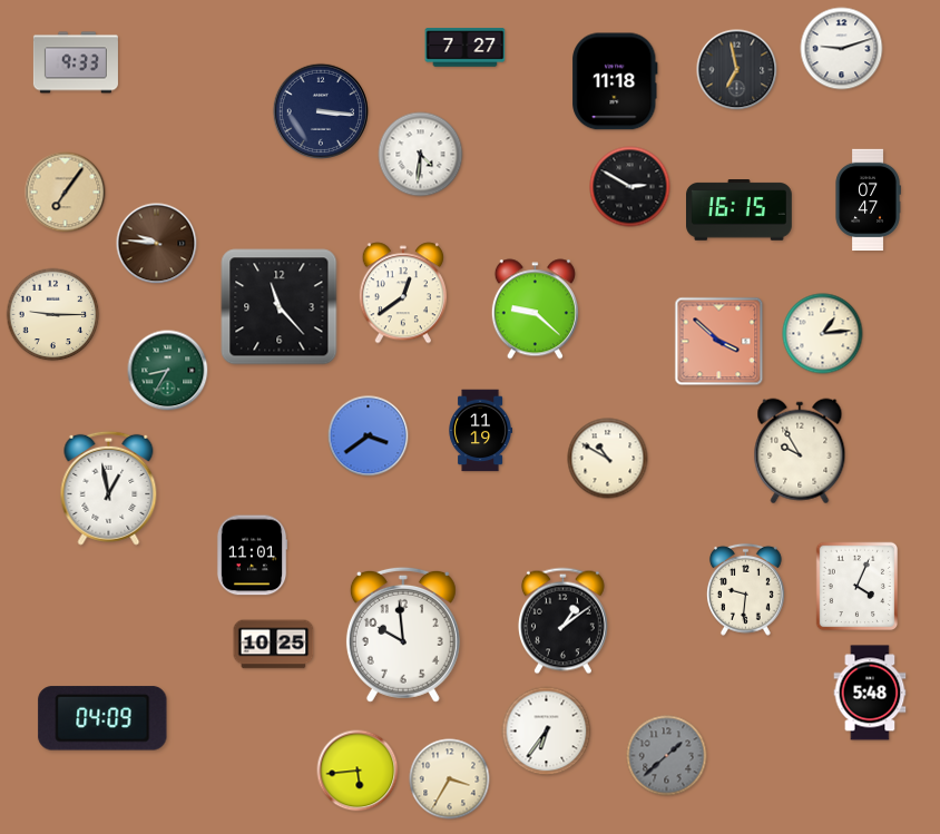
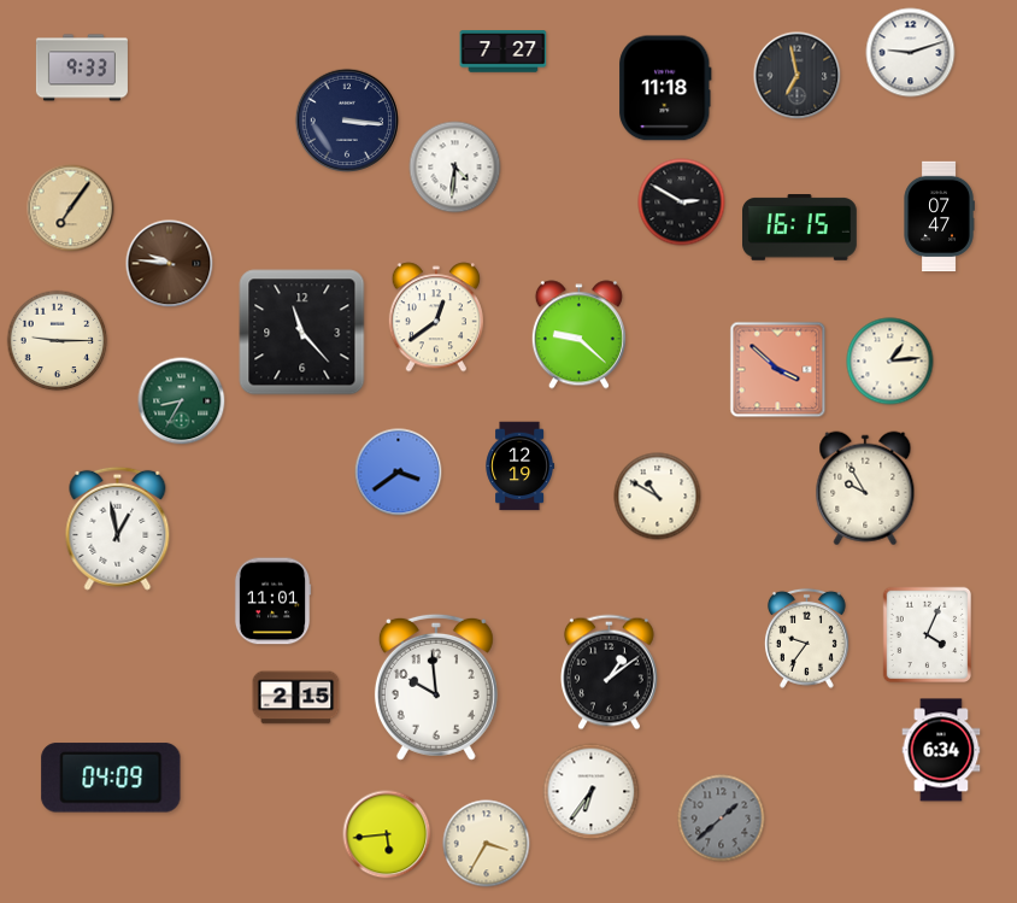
clock at (480, 431): 11:19 -> 12:19
clock at (745, 589): 9:31 -> 9:36
clock at (274, 645): 10:25 -> 2:15
clock at (870, 693): 5:48 -> 6:34
